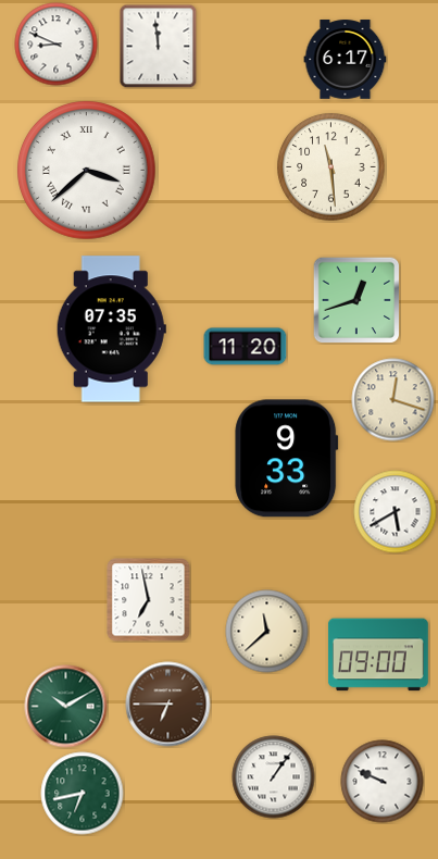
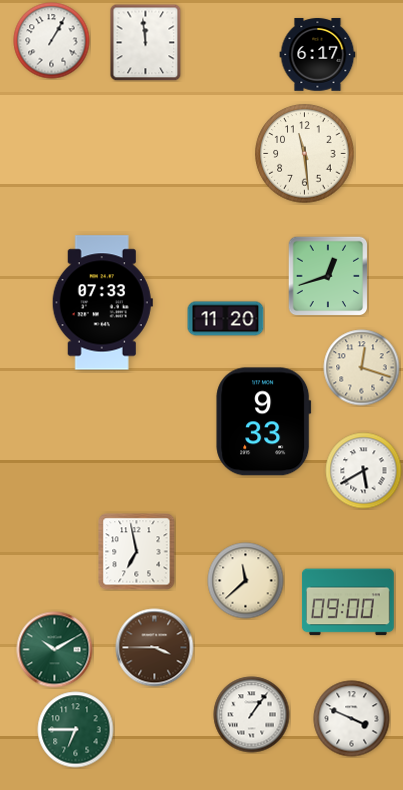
clock at (57, 45): 8:49 -> 1:05
clock at (87, 171): 3:38 -> none
clock at (111, 329): 07:35 -> 07:33
clock at (168, 705): 6:45 -> 3:45
clock at (66, 707) position: (66, 707) -> (55, 650)
clock at (383, 782): 9:49 -> 3:49
clock at (83, 794): 6:43 -> 6:45
